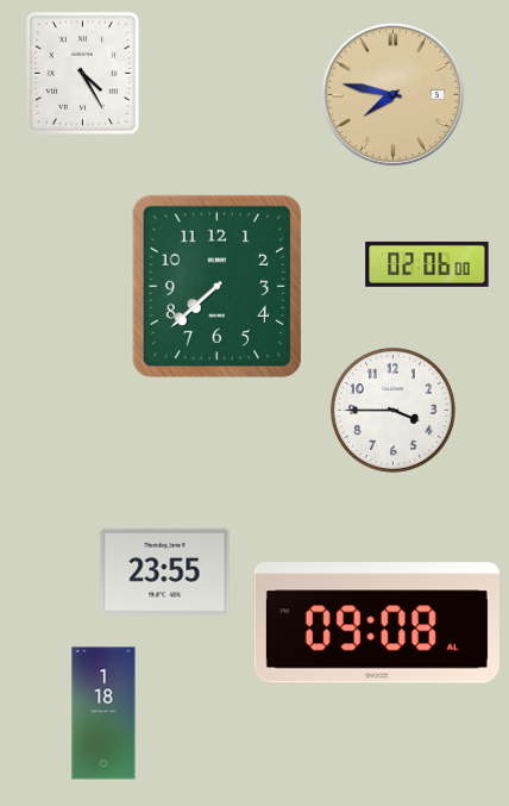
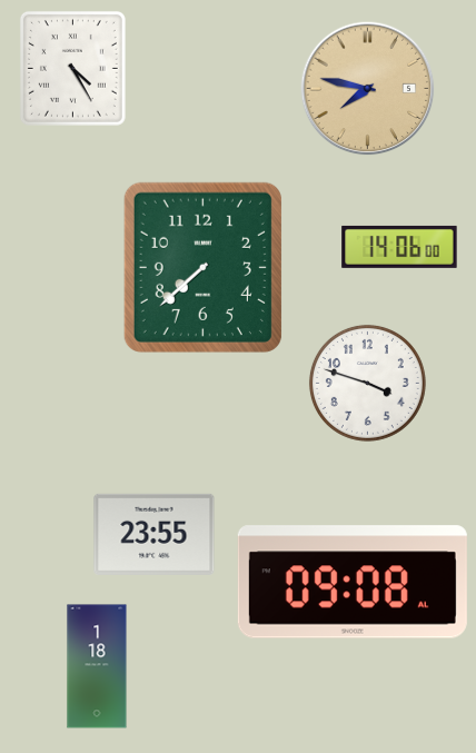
clock at (82, 73) position: (82, 73) -> (72, 68)
clock at (427, 264): 02:06 -> 14:06
clock at (392, 410): 3:45 -> 3:48
